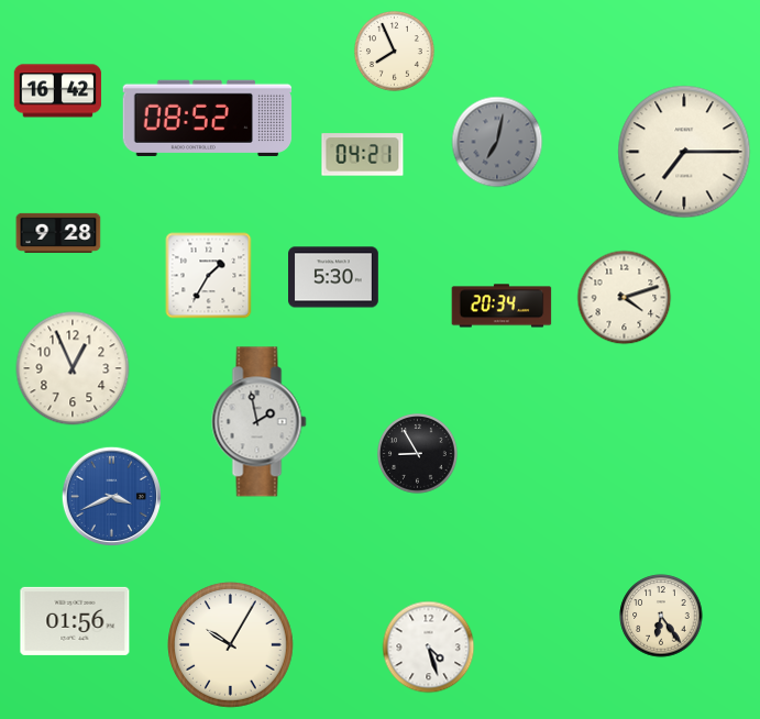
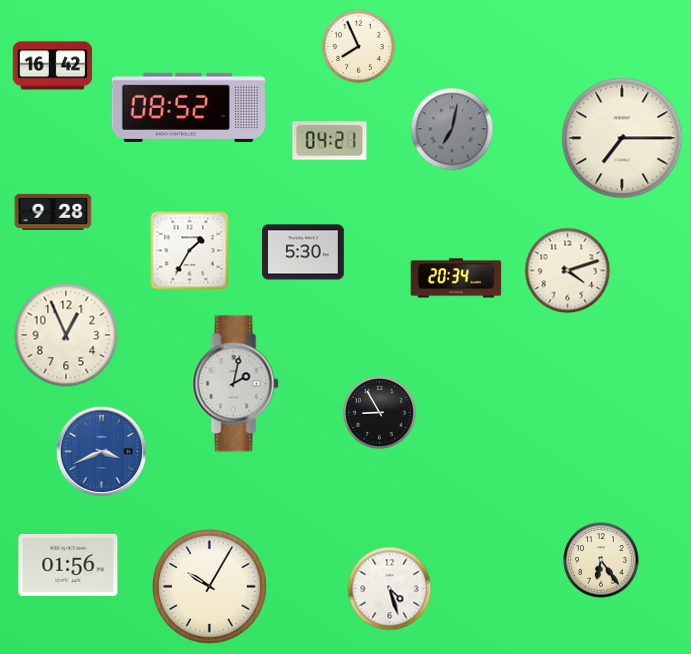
clock at (58, 91) position: (58, 91) -> (53, 66)
clock at (260, 422): 1:58 -> 2:02
